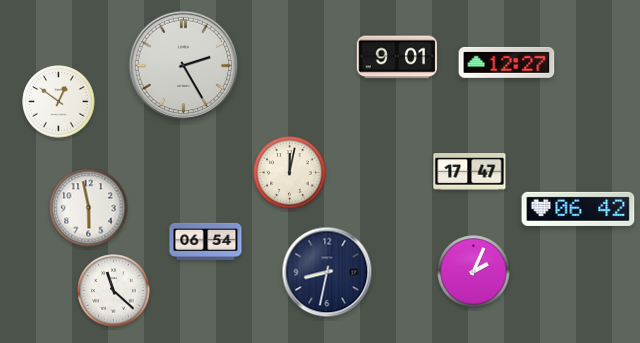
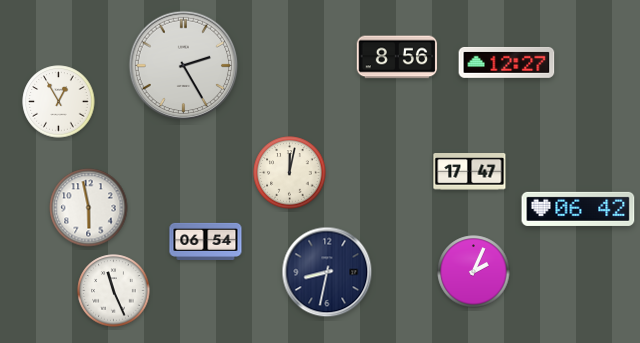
clock at (397, 57): 9:01 -> 8:56
clock at (59, 102): 12:51 -> 12:55
clock at (114, 291): 11:22 -> 11:26
